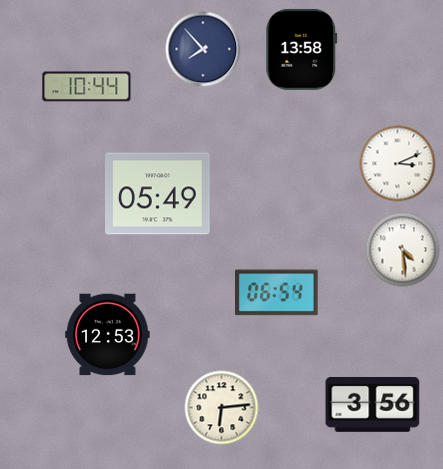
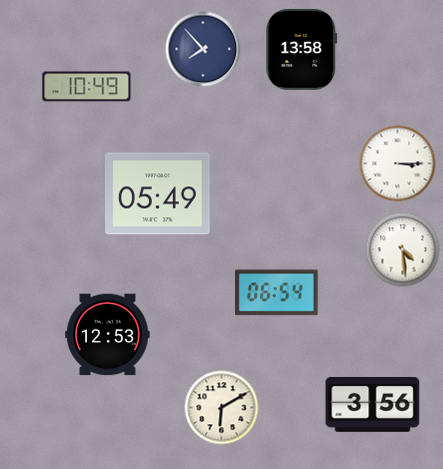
clock at (87, 87): 10:44 -> 10:49
clock at (398, 164): 3:11 -> 3:15
clock at (222, 408): 6:14 -> 6:10
